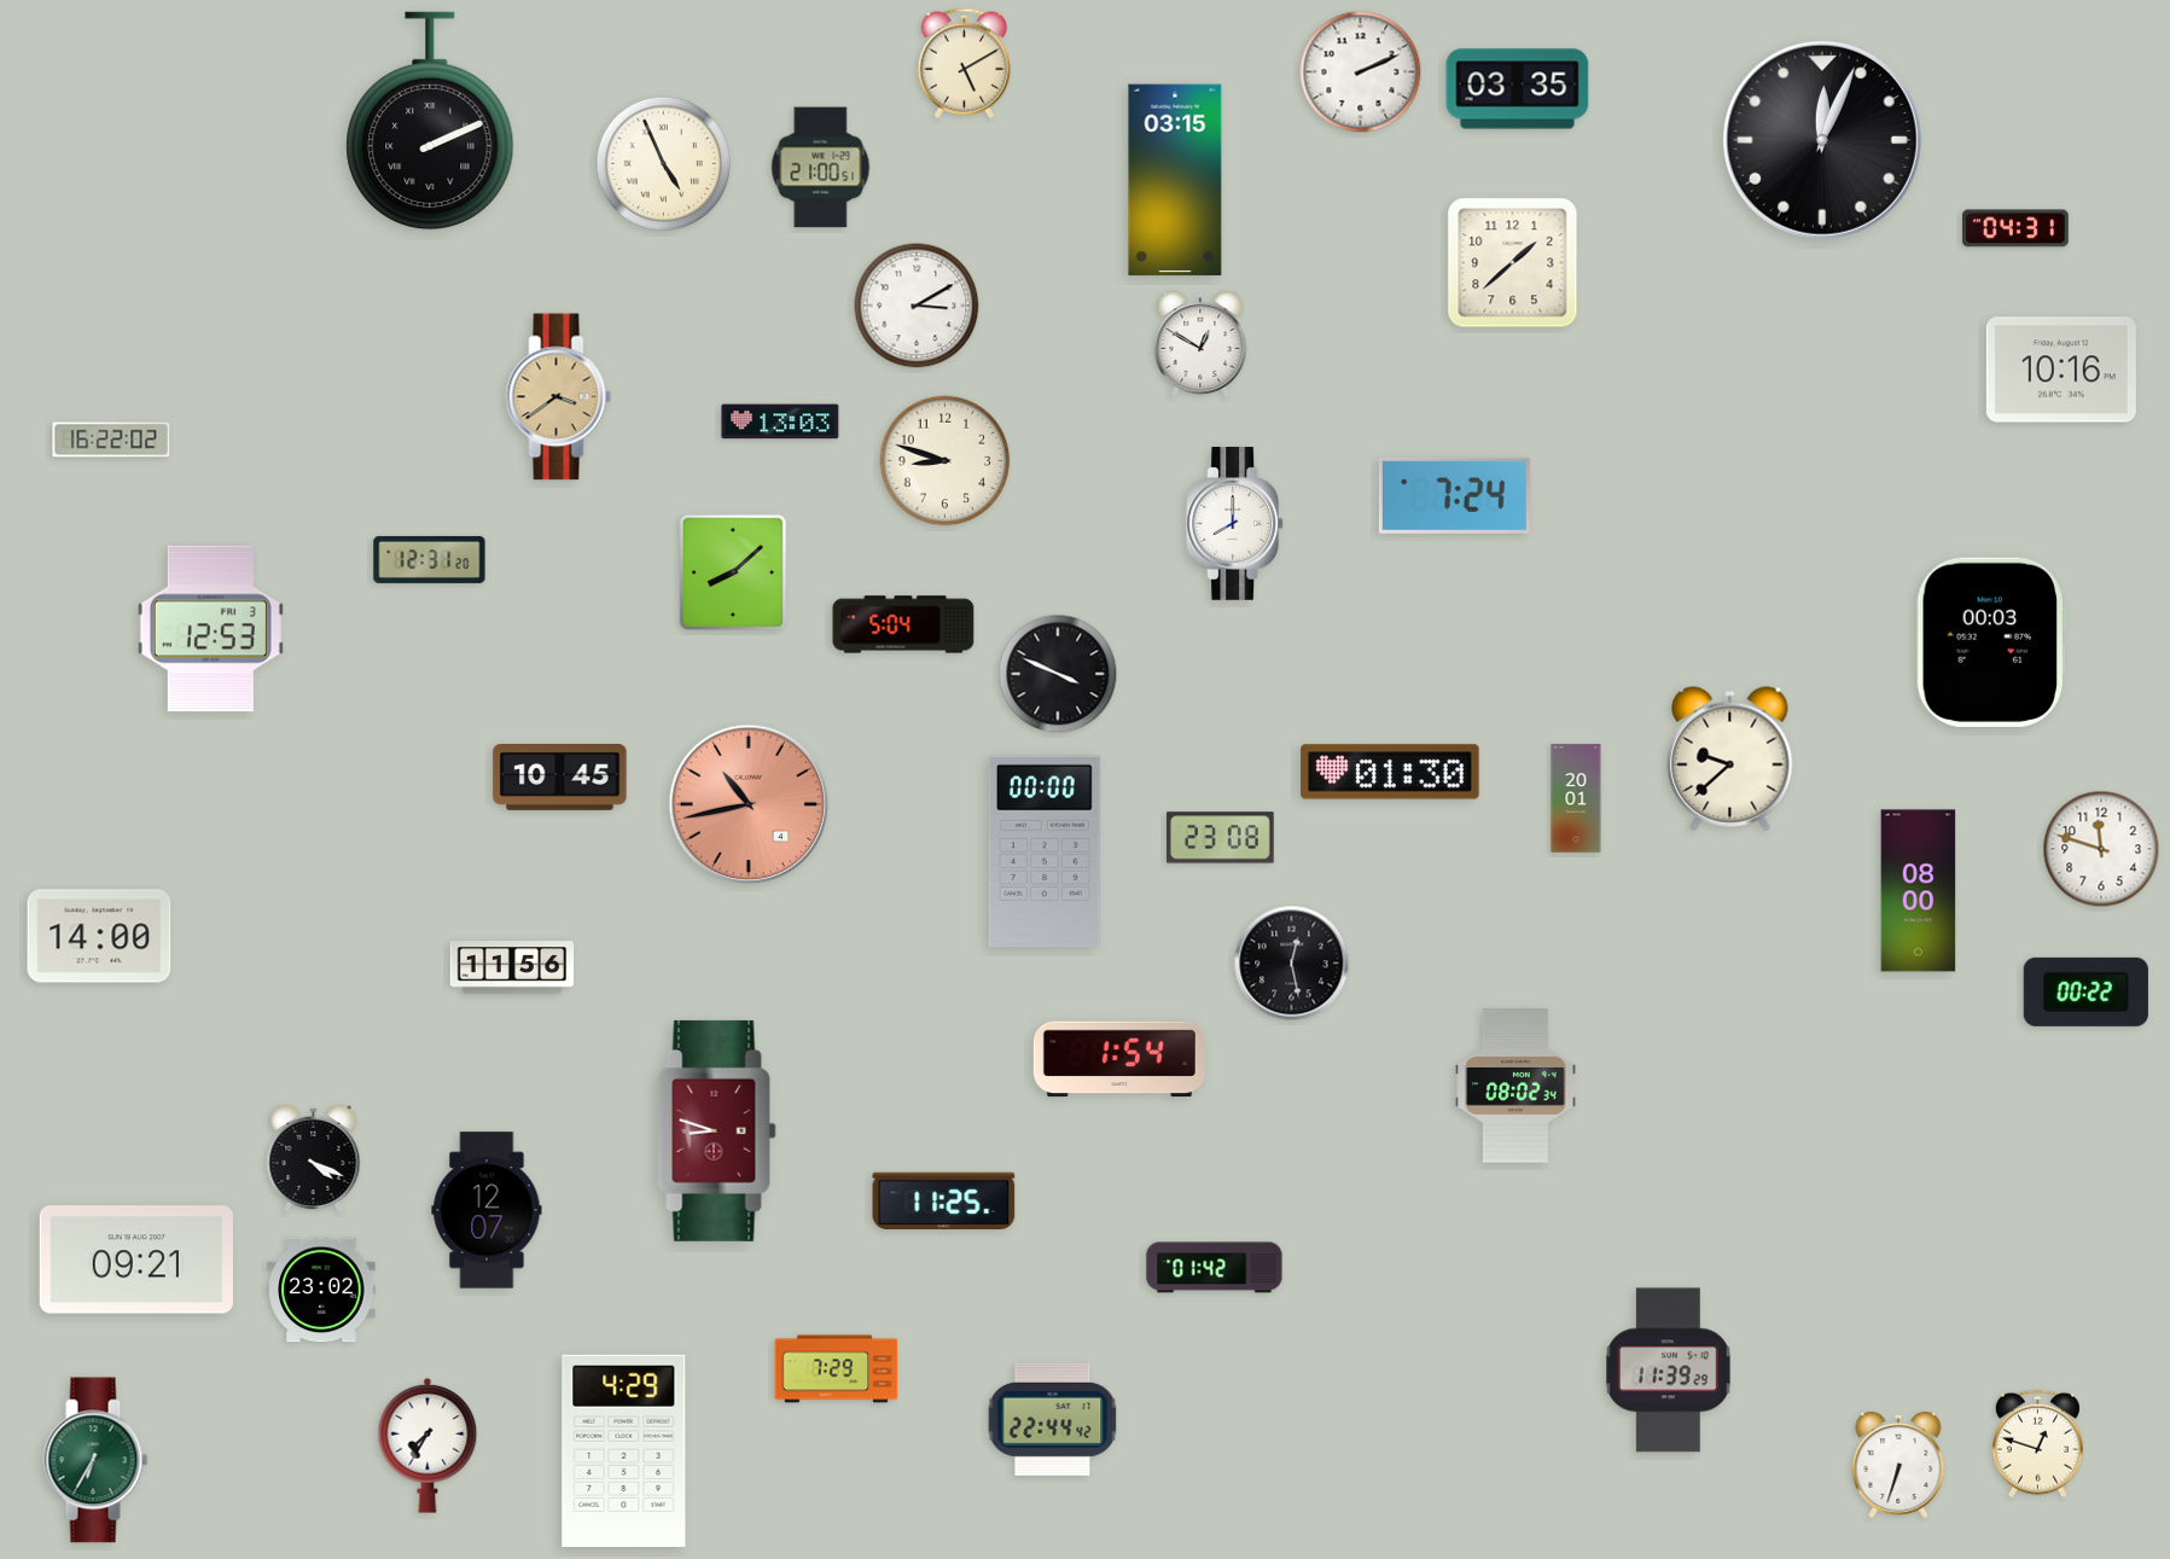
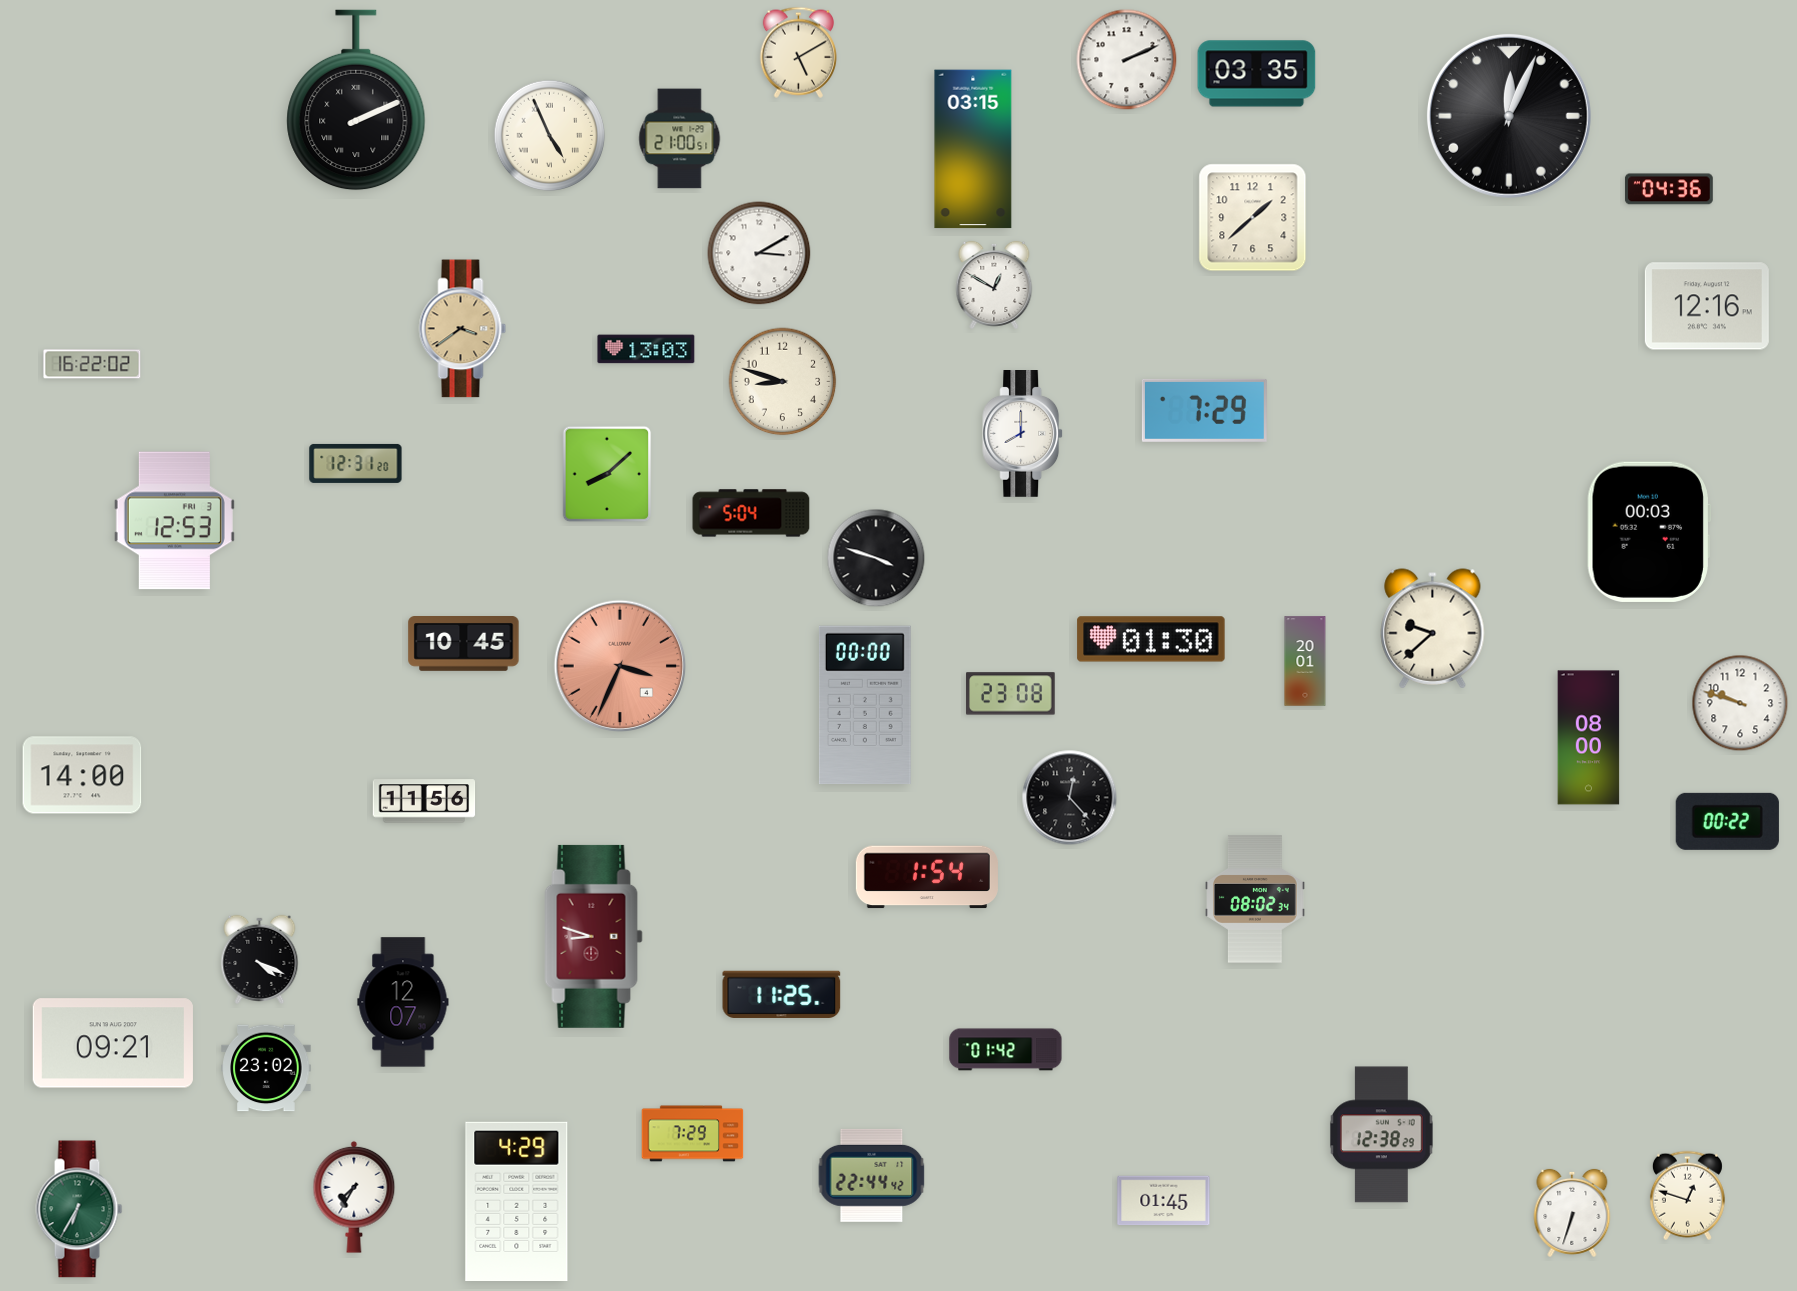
clock at (2015, 228): 04:31 -> 04:36
clock at (2061, 370): 10:16 -> 12:16
clock at (1454, 495): 7:24 -> 7:29
clock at (903, 624) position: (903, 624) -> (751, 513)
clock at (1058, 674): 3:49 -> 3:48
clock at (749, 804): 10:43 -> 3:34
clock at (2101, 849): 11:48 -> 9:48
clock at (1292, 964): 12:28 -> 12:23
clock at (1668, 1371): 11:39 -> 12:38
clock at (1164, 1201): none -> 01:45
